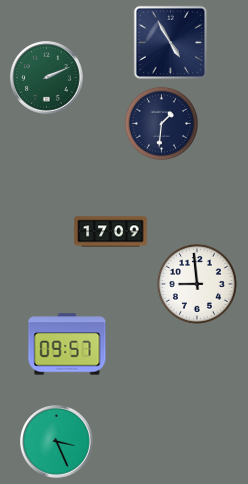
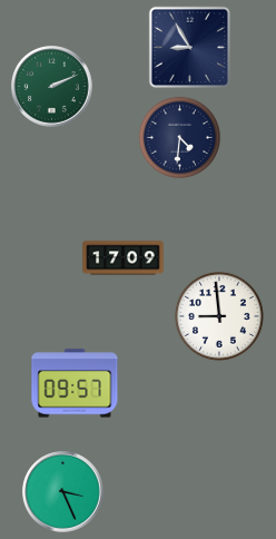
clock at (171, 43): 4:55 -> 8:55
clock at (161, 123): 1:31 -> 4:31
